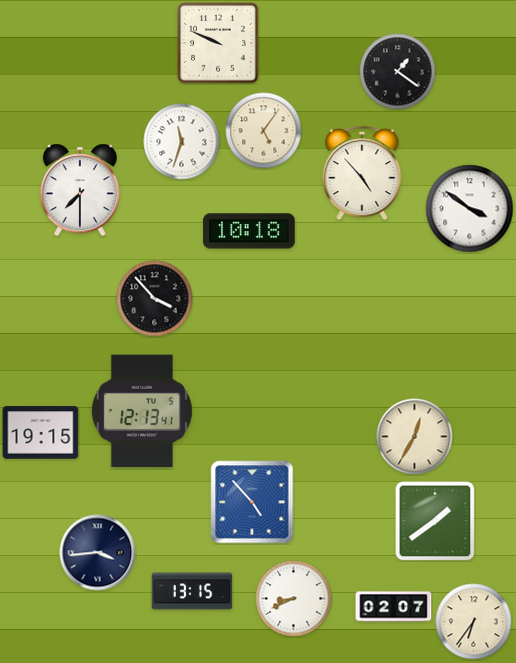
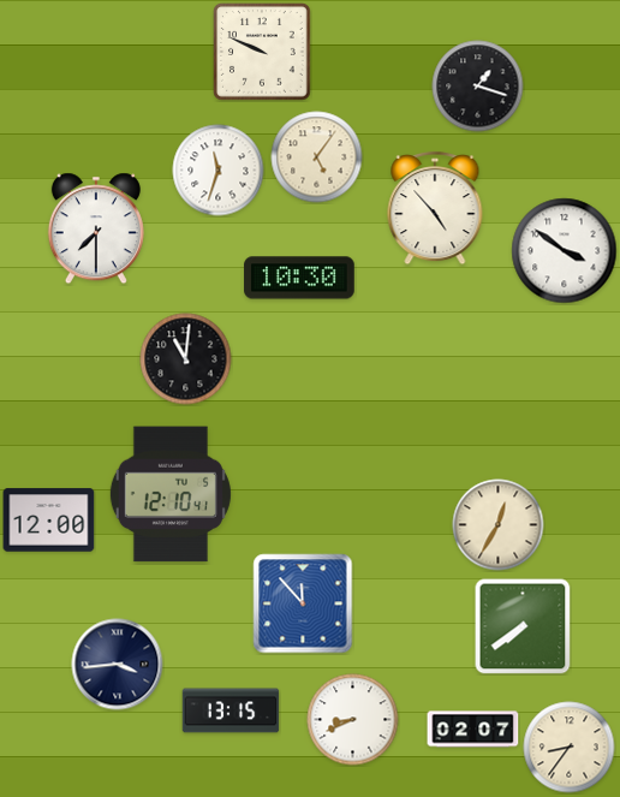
clock at (398, 72): 1:21 -> 1:18
clock at (249, 231): 10:18 -> 10:30
clock at (155, 299): 3:53 -> 11:01
clock at (142, 411): 12:13 -> 12:10
clock at (41, 433): 19:15 -> 12:00
clock at (252, 502): 4:53 -> 11:53
clock at (435, 521): 1:39 -> 7:39
clock at (474, 622): 6:36 -> 8:36
